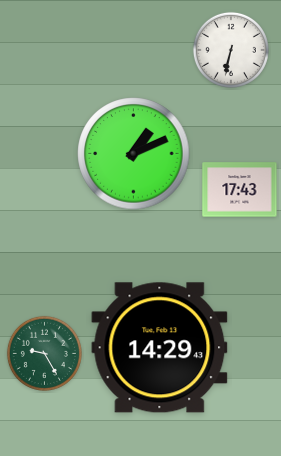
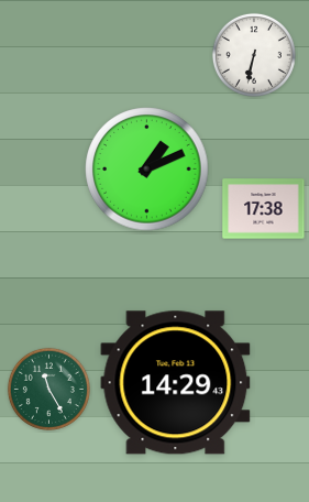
clock at (240, 190): 17:43 -> 17:38
clock at (44, 353): 9:25 -> 11:25
